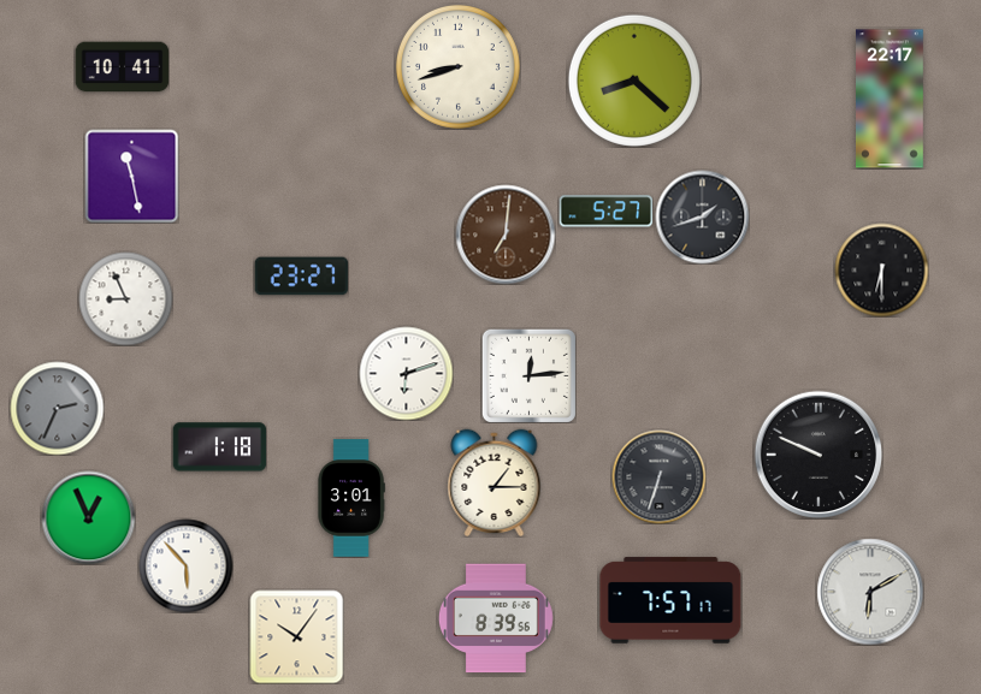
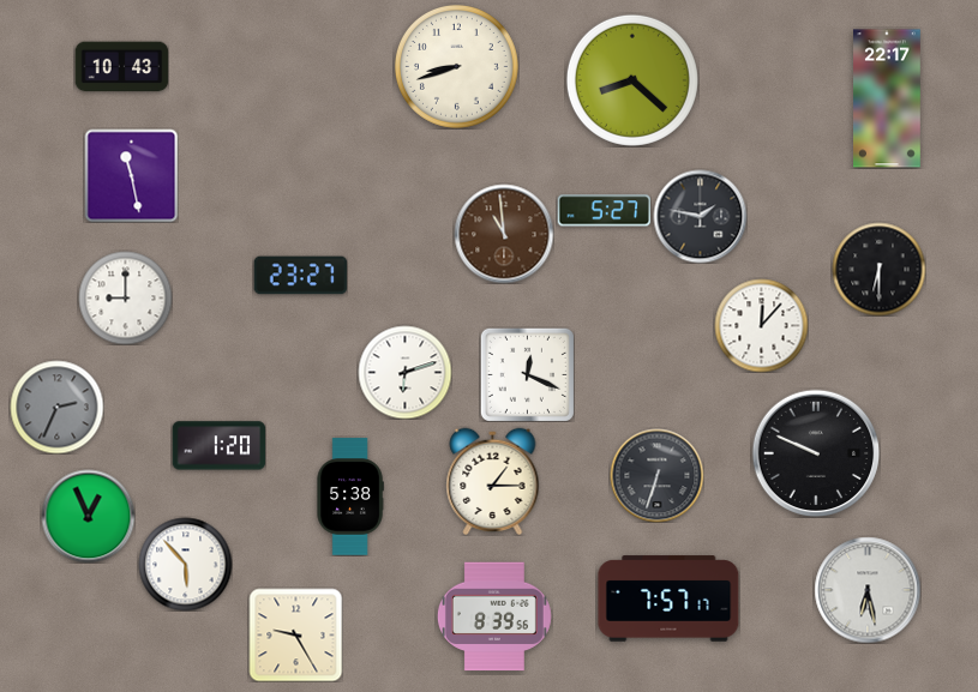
clock at (122, 67): 10:41 -> 10:43
clock at (702, 216): 1:42 -> 1:47
clock at (506, 235): 7:01 -> 10:59
clock at (125, 298): 8:56 -> 9:00
clock at (761, 325): none -> 12:07
clock at (528, 375): 12:14 -> 12:19
clock at (219, 447): 1:18 -> 1:20
clock at (351, 498): 3:01 -> 5:38
clock at (870, 592): 6:10 -> 6:28
clock at (296, 636): 10:06 -> 9:25
